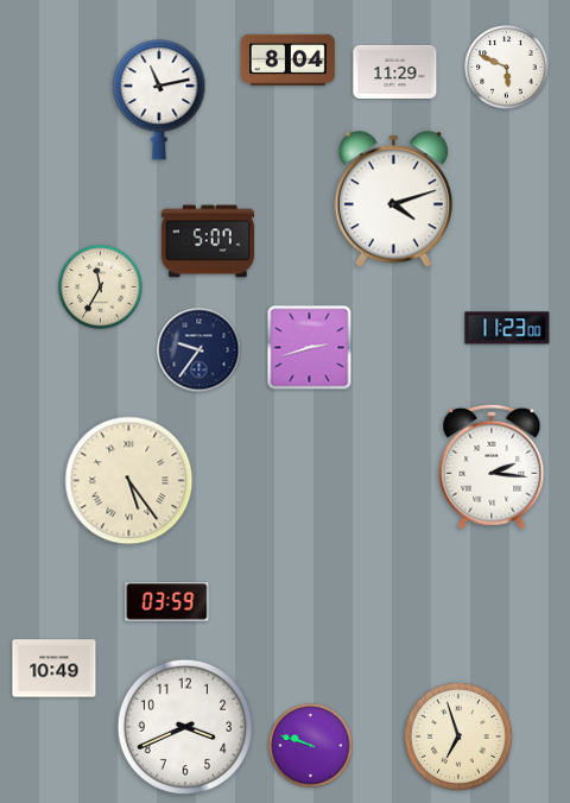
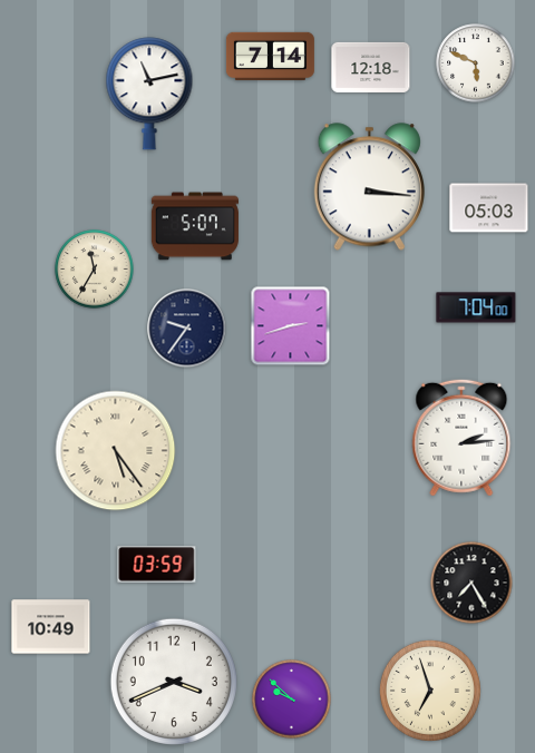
clock at (287, 59): 8:04 -> 7:14
clock at (395, 71): 11:29 -> 12:18
clock at (393, 200): 4:12 -> 3:16
clock at (489, 208): none -> 05:03
clock at (507, 328): 11:23 -> 7:04
clock at (492, 467): 2:16 -> 2:14
clock at (129, 481) position: (129, 481) -> (116, 451)
clock at (471, 583): none -> 7:25
clock at (311, 746): 9:48 -> 9:52
